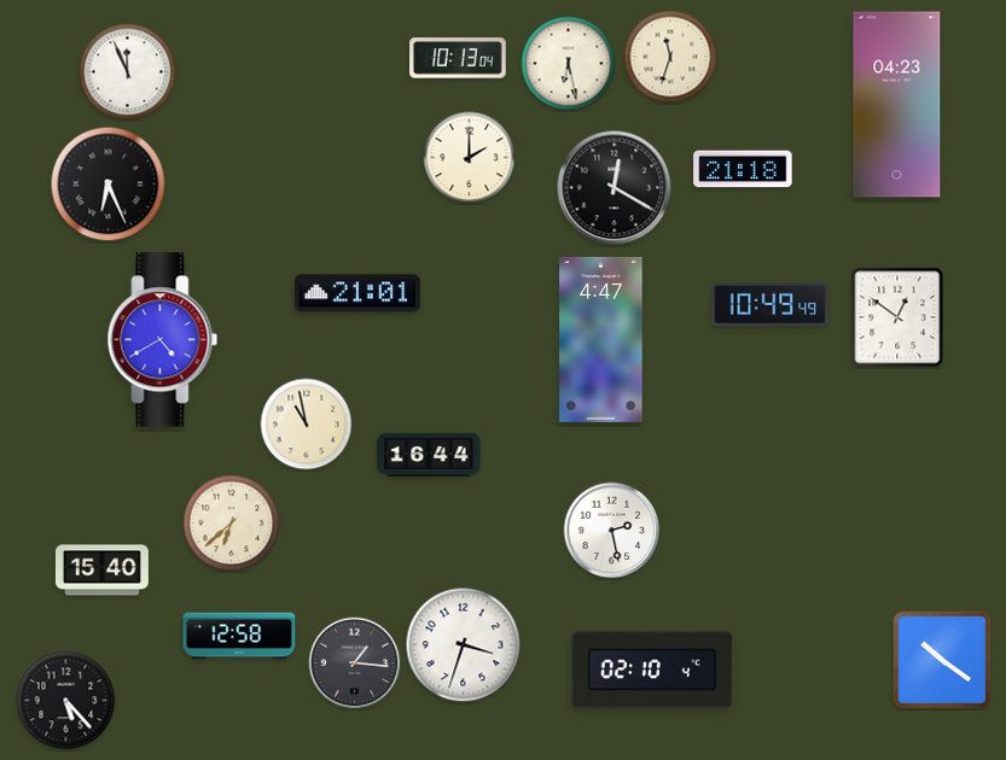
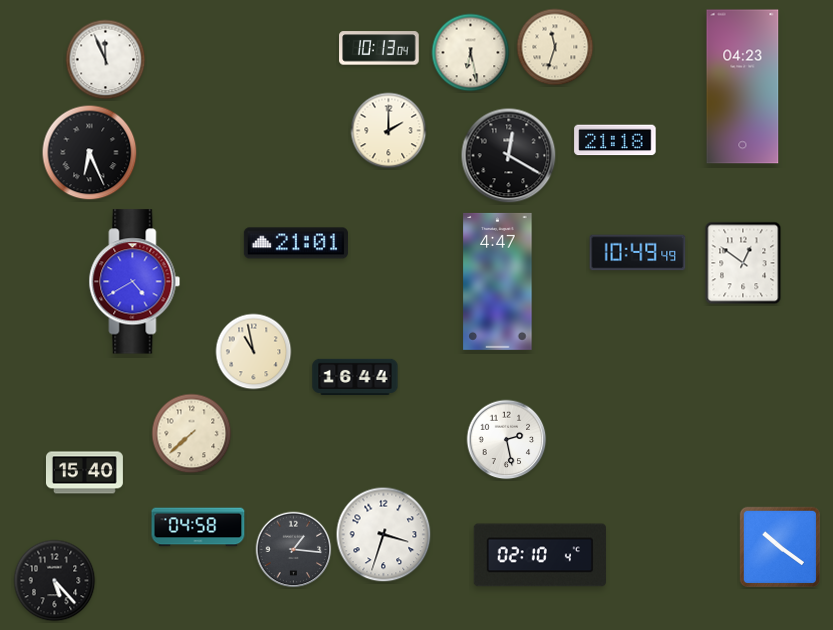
clock at (232, 524): 6:38 -> 7:38
clock at (239, 636): 12:58 -> 04:58
